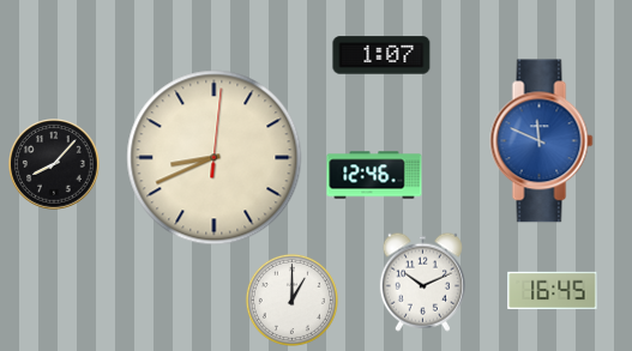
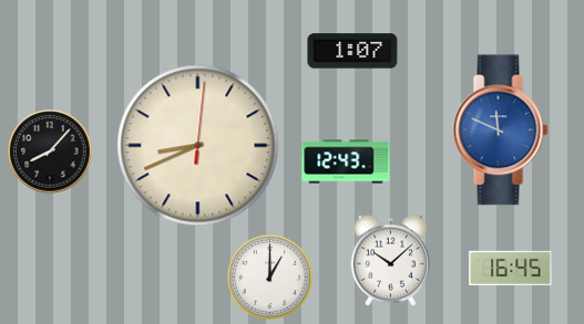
clock at (374, 175): 12:46 -> 12:43
clock at (422, 282): 10:11 -> 10:08
